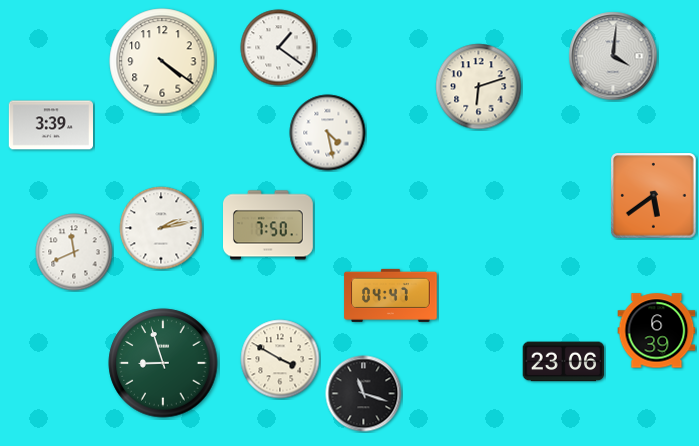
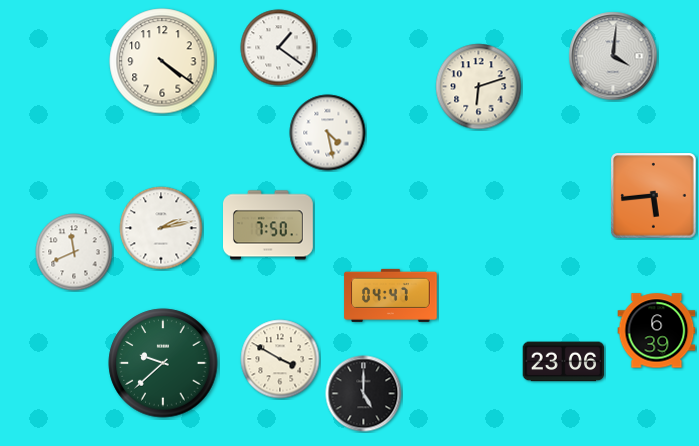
clock at (50, 125): 3:39 -> none
clock at (654, 196): 5:39 -> 5:44
clock at (163, 363): 8:57 -> 9:38
clock at (364, 394): 11:18 -> 5:00
